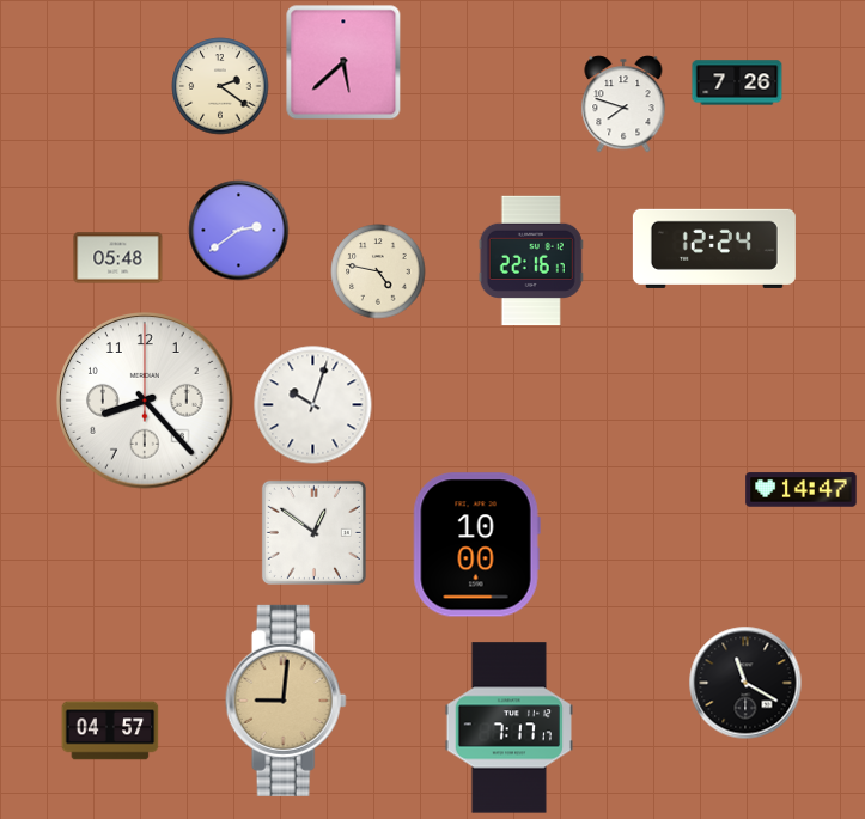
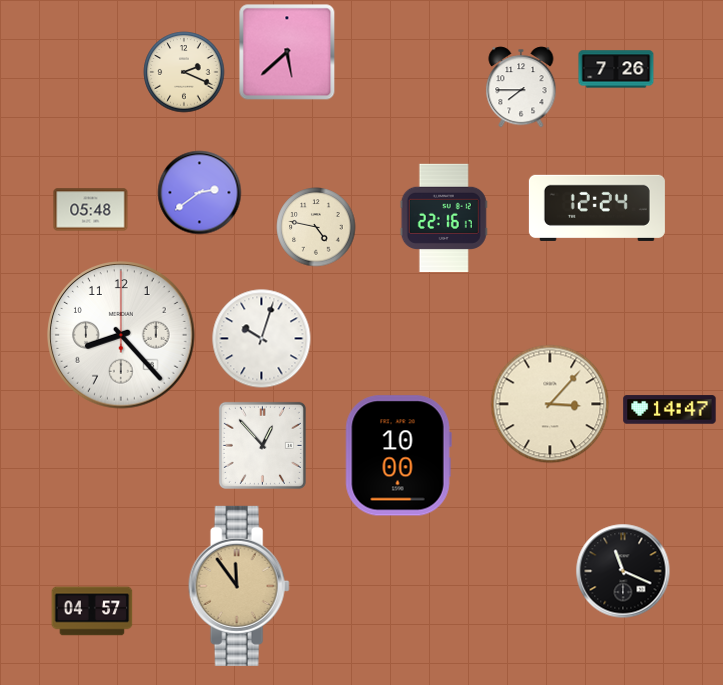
clock at (220, 86): 2:21 -> 2:19
clock at (623, 104): 7:48 -> 7:45
clock at (118, 258) position: (118, 258) -> (91, 210)
clock at (550, 404): none -> 3:07
clock at (313, 532): 12:51 -> 12:53
clock at (745, 683): 11:20 -> 11:19
clock at (286, 701): 9:01 -> 11:54
clock at (508, 728): 7:17 -> none
